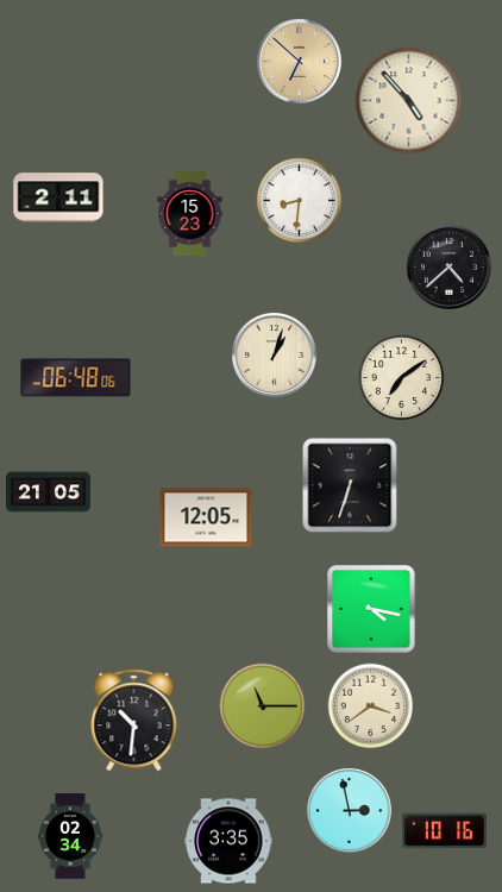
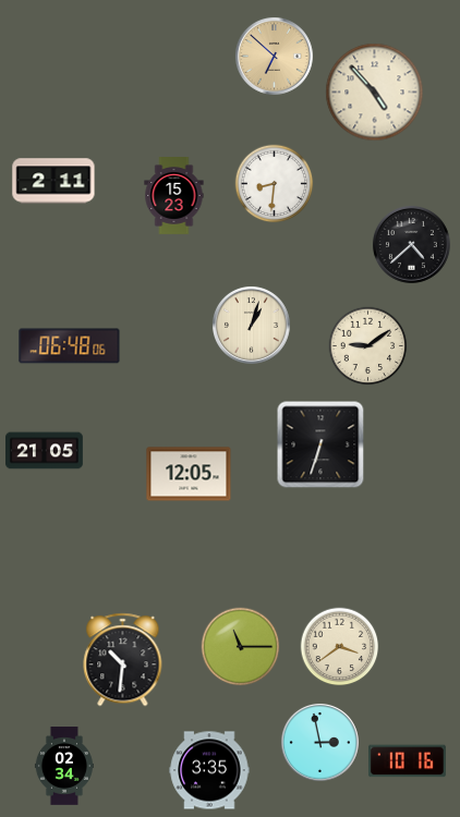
clock at (402, 378): 7:09 -> 9:09
clock at (371, 609): 4:17 -> none
